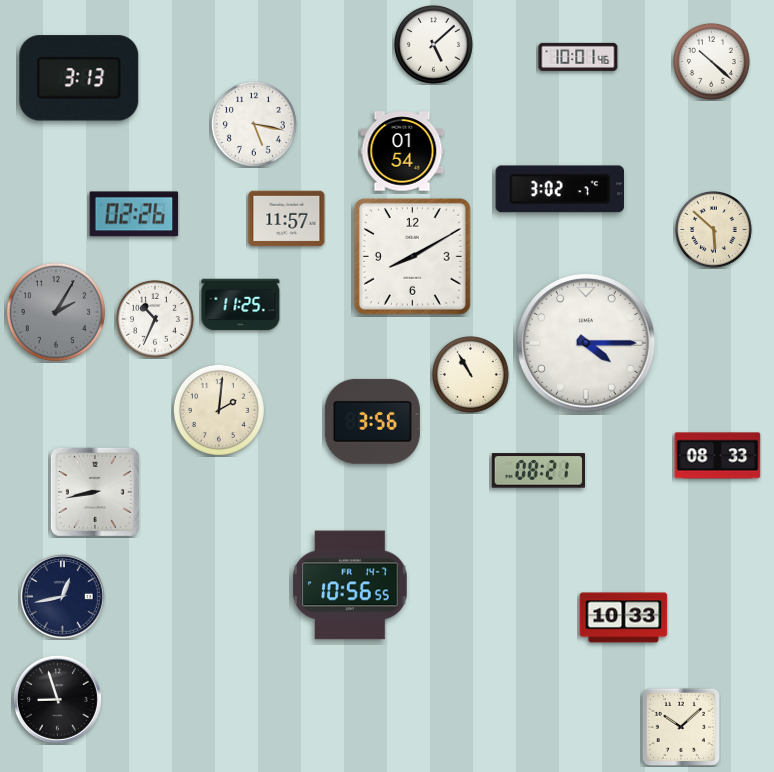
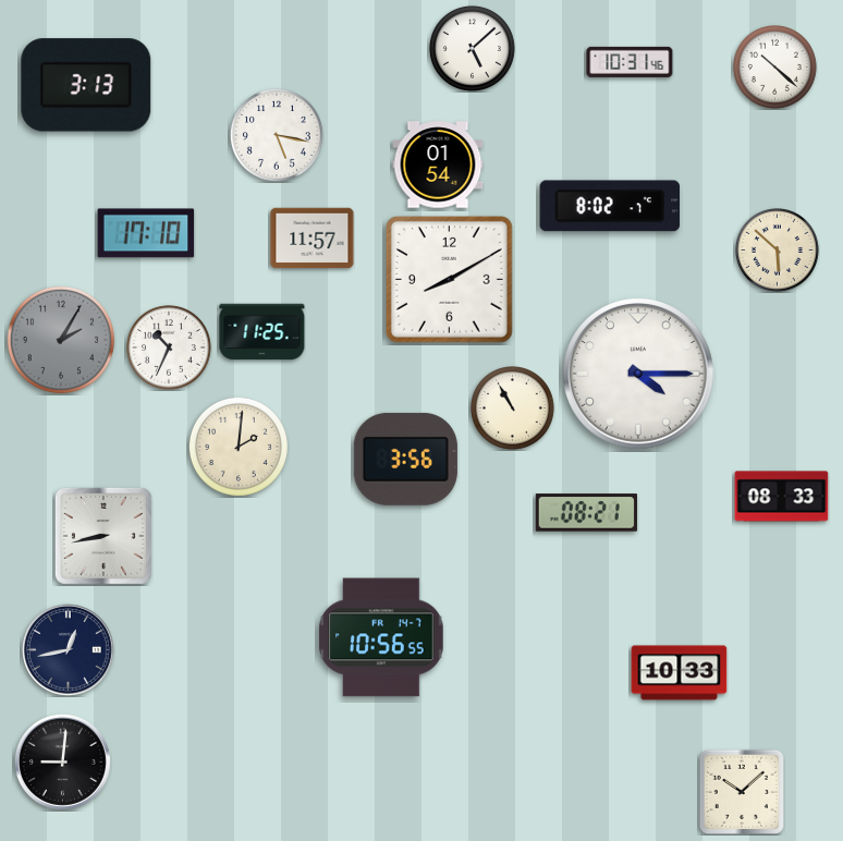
clock at (578, 57): 10:01 -> 10:31
clock at (560, 189): 3:02 -> 8:02
clock at (134, 214): 02:26 -> 17:10
clock at (57, 699): 8:57 -> 9:01
